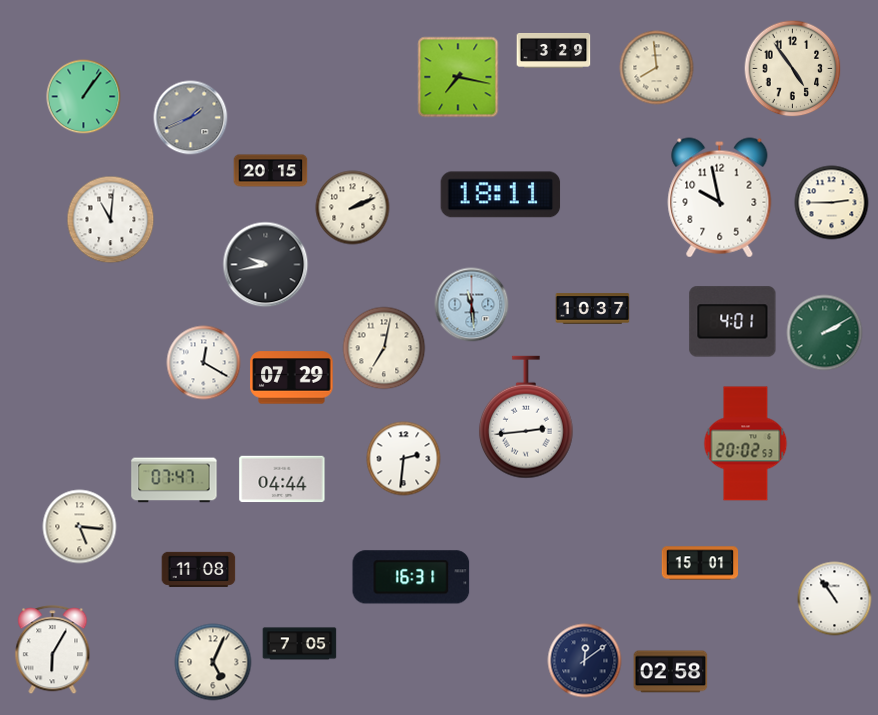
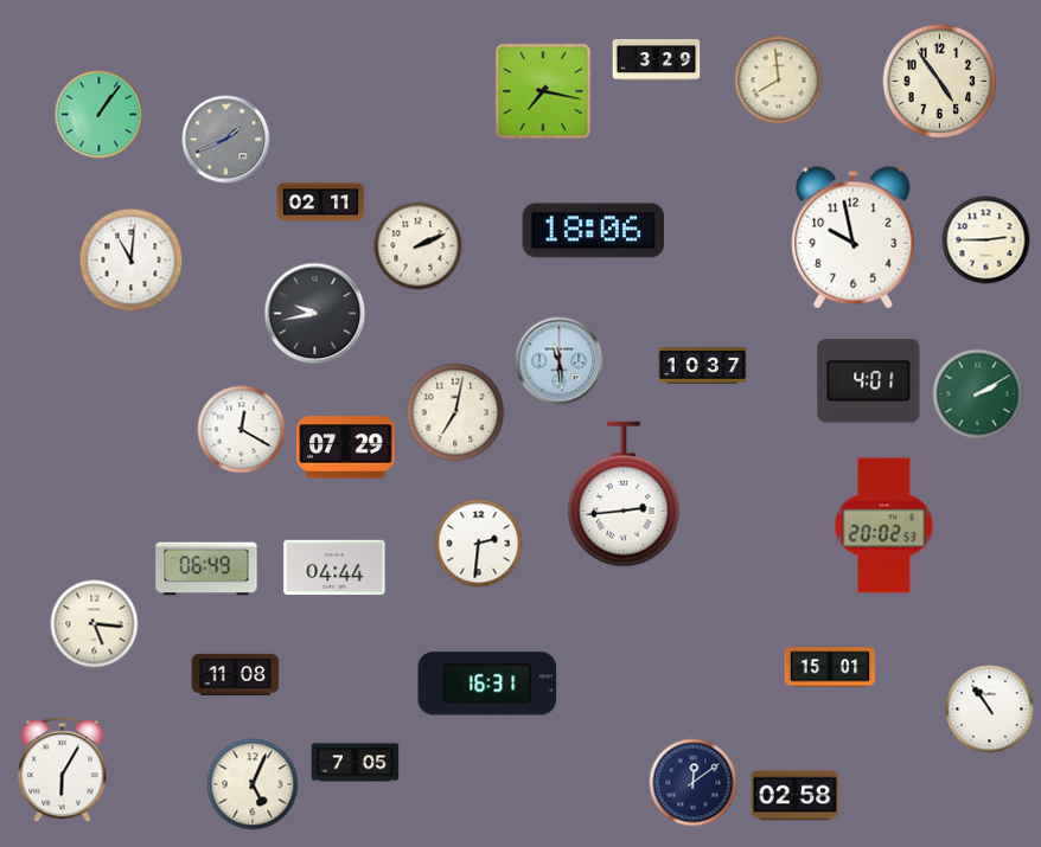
clock at (271, 171): 20:15 -> 02:11
clock at (501, 195): 18:11 -> 18:06
clock at (720, 198) position: (720, 198) -> (854, 238)
clock at (174, 480): 07:47 -> 06:49
